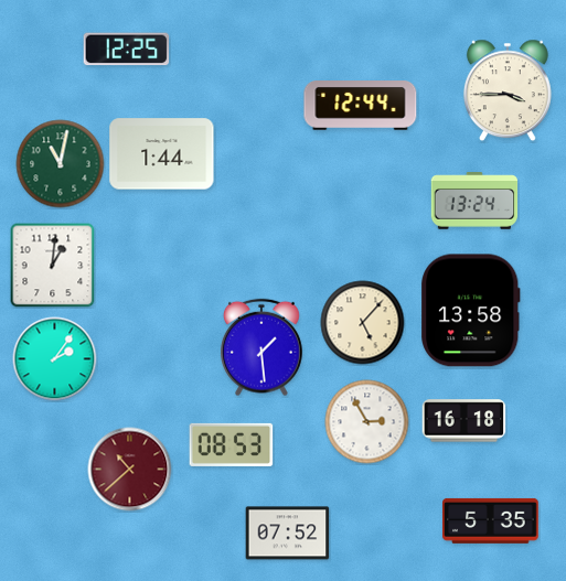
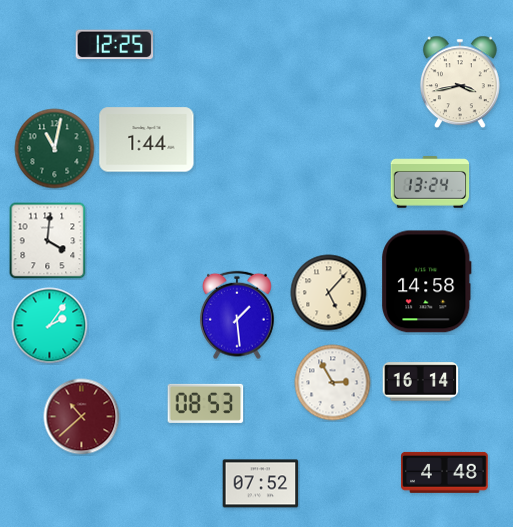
clock at (508, 90): 3:45 -> 3:43
clock at (361, 106): 12:44 -> none
clock at (53, 266): 1:01 -> 4:01
clock at (471, 311): 13:58 -> 14:58
clock at (464, 421): 16:18 -> 16:14
clock at (232, 444) position: (232, 444) -> (206, 403)
clock at (130, 470) position: (130, 470) -> (82, 417)
clock at (491, 520): 5:35 -> 4:48
